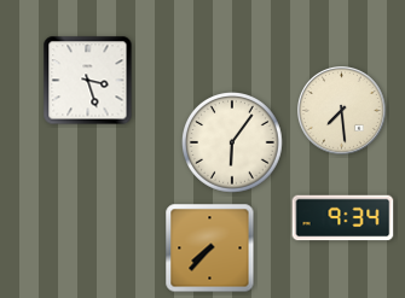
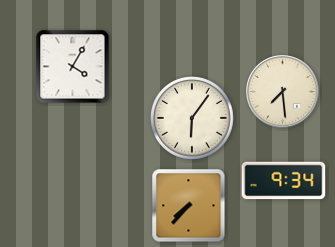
clock at (88, 81): 3:27 -> 4:05
clock at (210, 249) position: (210, 249) -> (189, 206)
